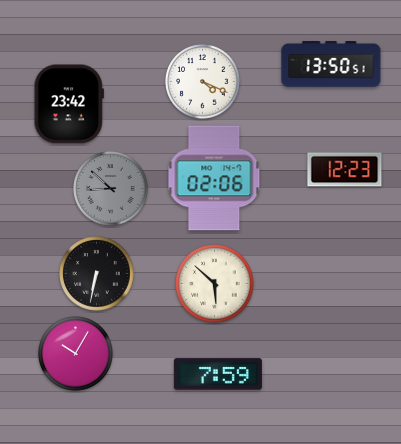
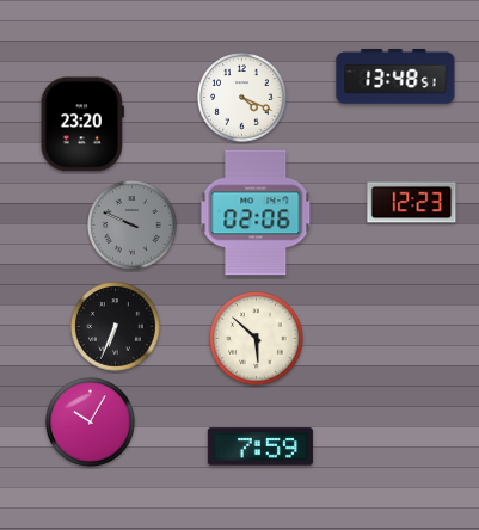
clock at (331, 64): 13:50 -> 13:48
clock at (69, 104): 23:42 -> 23:20
clock at (111, 189): 8:52 -> 9:49
clock at (97, 274): 6:32 -> 6:34
